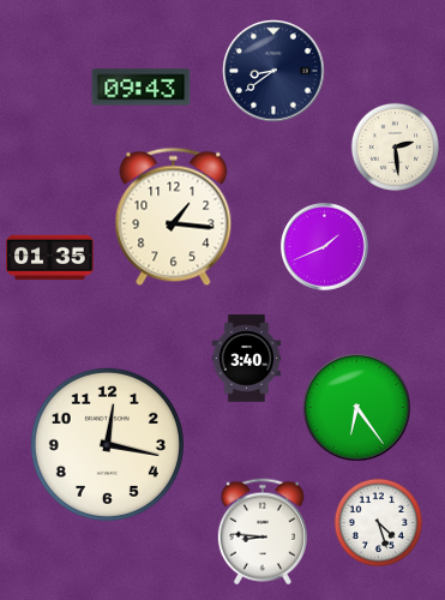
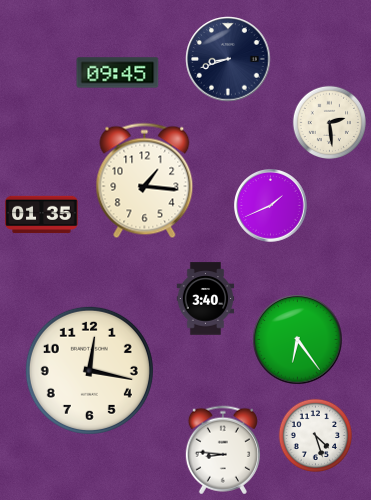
clock at (273, 71): 8:39 -> 8:42
clock at (142, 88): 09:43 -> 09:45
clock at (263, 532) position: (263, 532) -> (223, 450)
